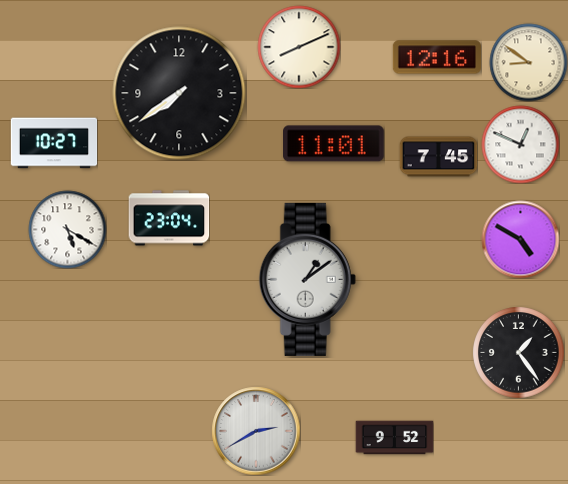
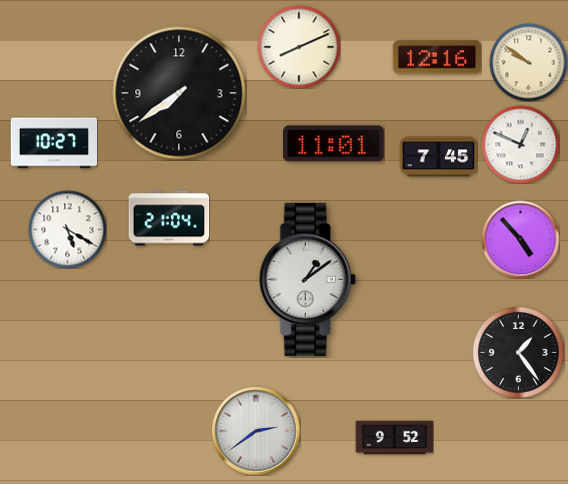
clock at (528, 62): 8:51 -> 9:51
clock at (169, 218): 23:04 -> 21:04
clock at (520, 239): 4:50 -> 4:53
clock at (256, 431): 2:40 -> 2:39
